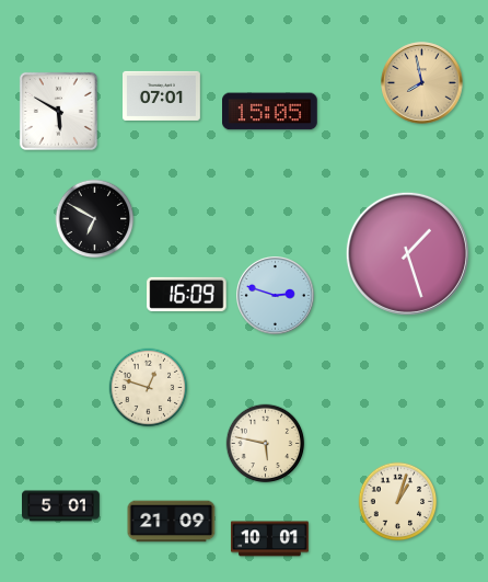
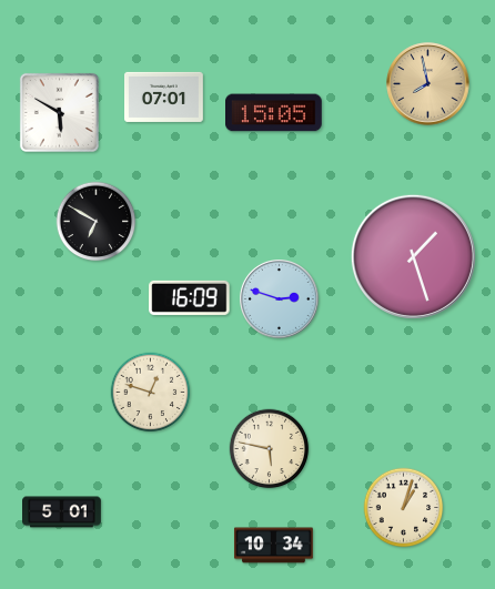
clock at (172, 522): 21:09 -> none
clock at (269, 539): 10:01 -> 10:34
